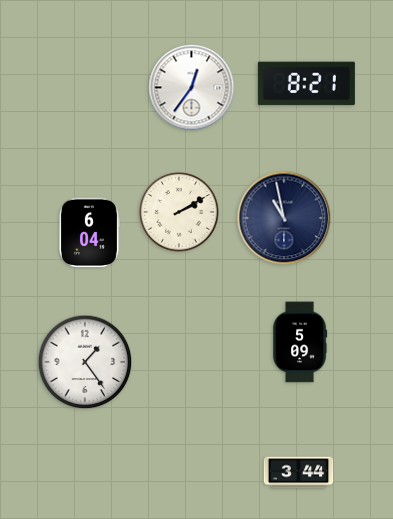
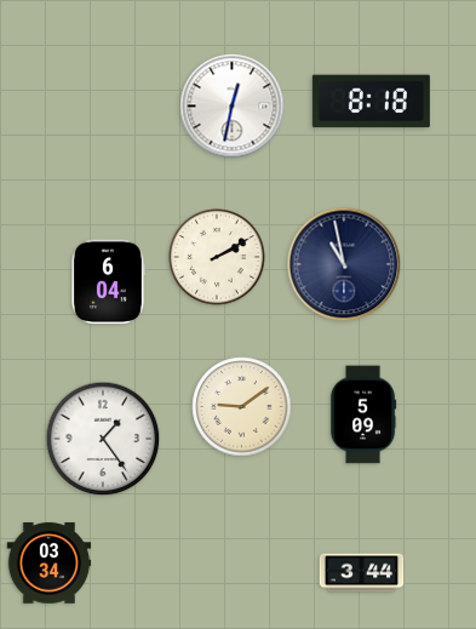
clock at (306, 84): 8:21 -> 8:18
clock at (192, 88): 12:36 -> 12:32
clock at (242, 407): none -> 9:09
clock at (50, 564): none -> 03:34
